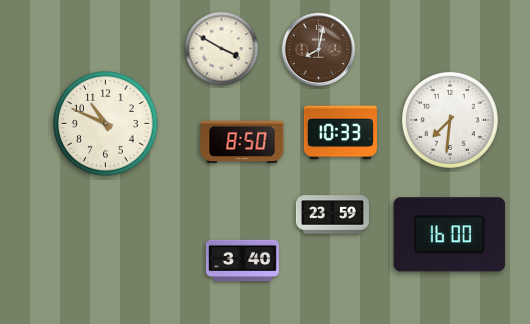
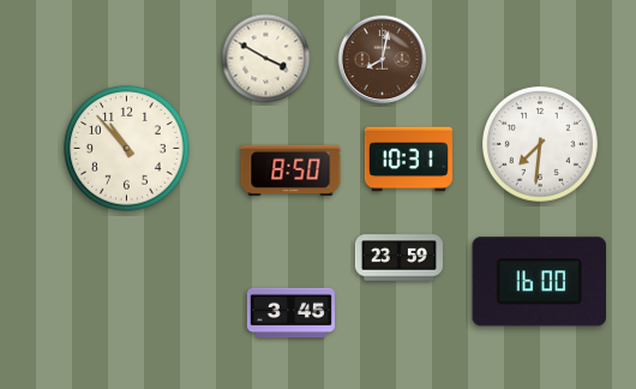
clock at (106, 124): 10:49 -> 10:53
clock at (340, 133): 10:33 -> 10:31
clock at (242, 261): 3:40 -> 3:45
